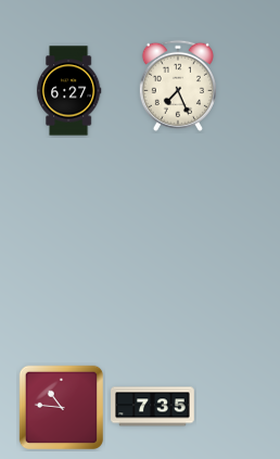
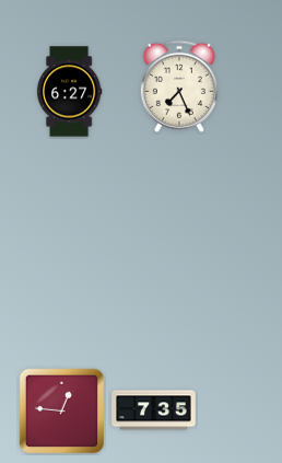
clock at (62, 408): 10:46 -> 12:46
